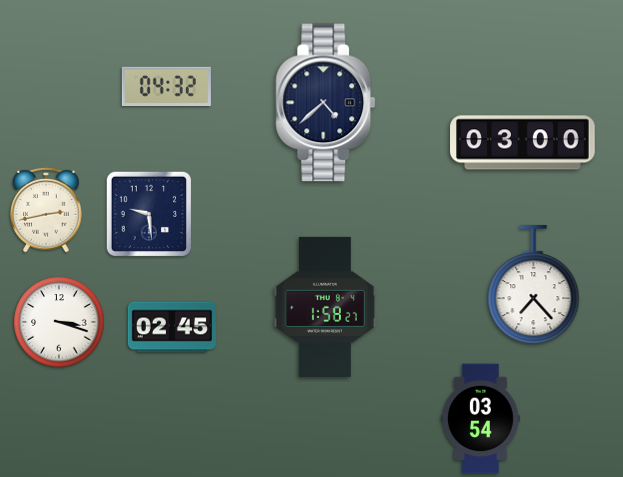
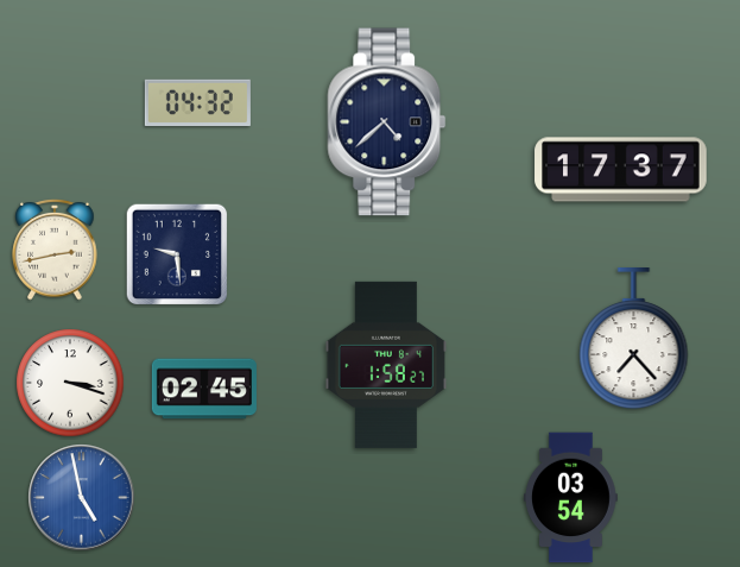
clock at (523, 143): 03:00 -> 17:37
clock at (82, 498): none -> 4:58
